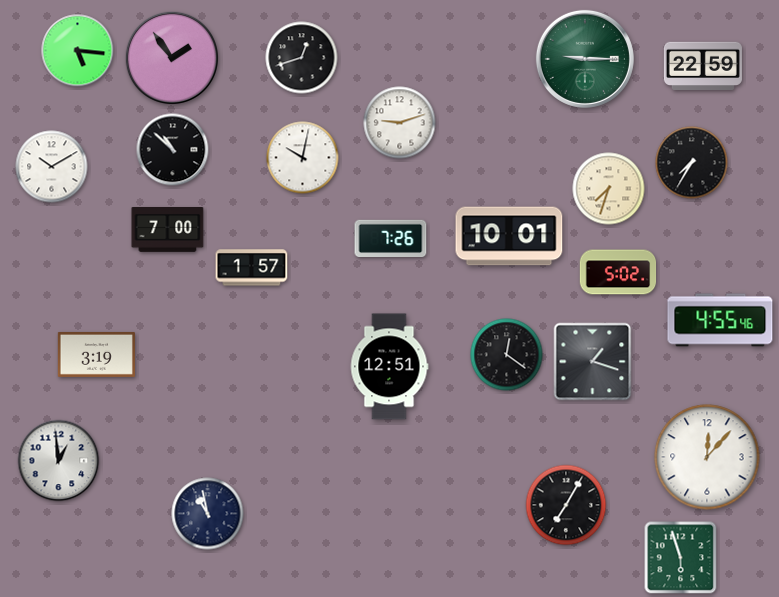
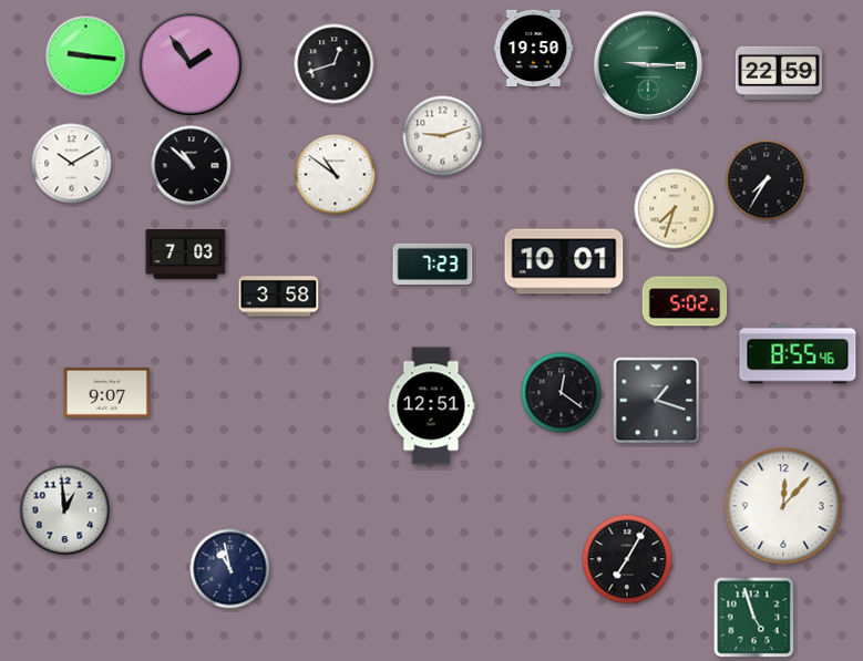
clock at (534, 48): none -> 19:50
clock at (78, 51): 5:16 -> 9:16
clock at (303, 158): 10:02 -> 10:51
clock at (52, 167) position: (52, 167) -> (72, 164)
clock at (168, 230): 7:00 -> 7:03
clock at (391, 239): 7:26 -> 7:23
clock at (252, 268): 1:57 -> 3:58
clock at (720, 320): 4:55 -> 8:55
clock at (96, 354): 3:19 -> 9:07
clock at (681, 558): 5:57 -> 4:57
